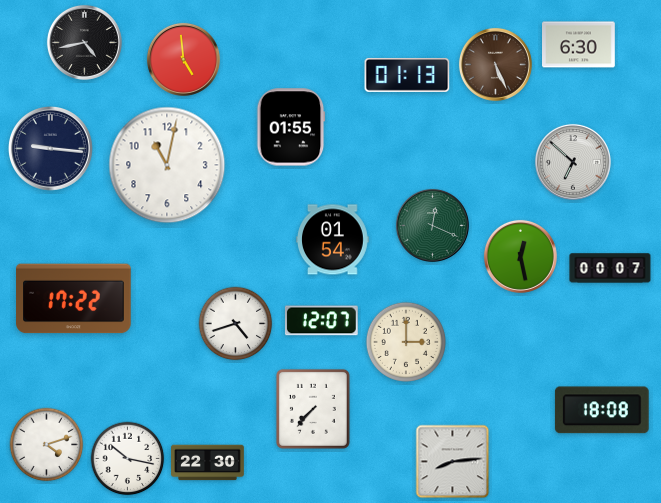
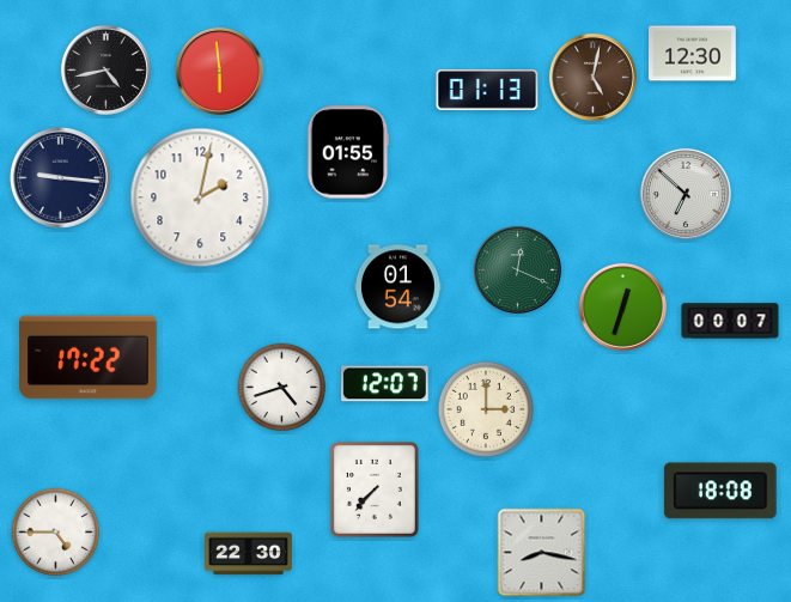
clock at (84, 42) position: (84, 42) -> (105, 69)
clock at (579, 45): 6:30 -> 12:30
clock at (183, 59): 4:59 -> 5:59
clock at (495, 64): 5:26 -> 5:02
clock at (167, 165): 11:02 -> 2:02
clock at (520, 256): 12:28 -> 12:33
clock at (47, 445): 4:12 -> 4:45
clock at (128, 459): 10:17 -> none
clock at (453, 462): 8:14 -> 8:17
